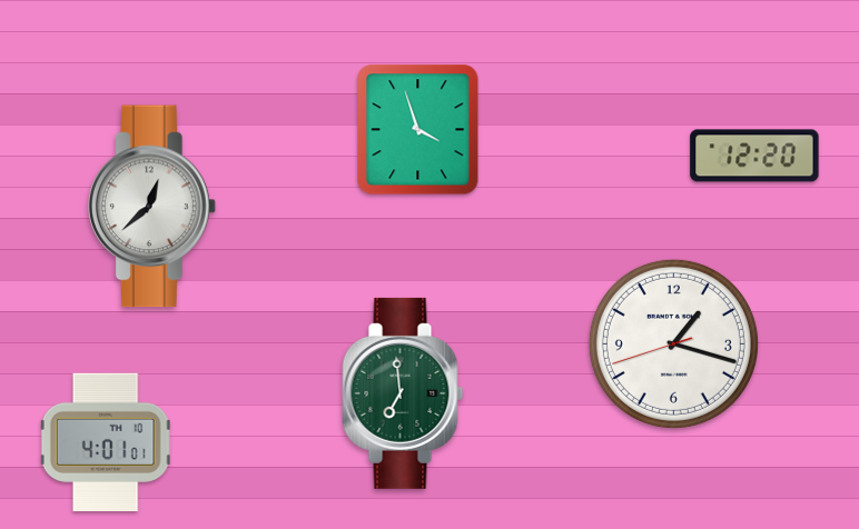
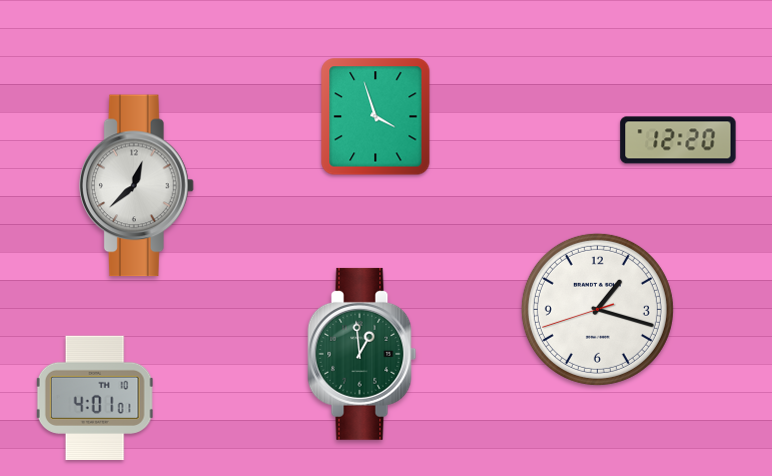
clock at (673, 343) position: (673, 343) -> (597, 309)
clock at (403, 393): 6:59 -> 12:59
